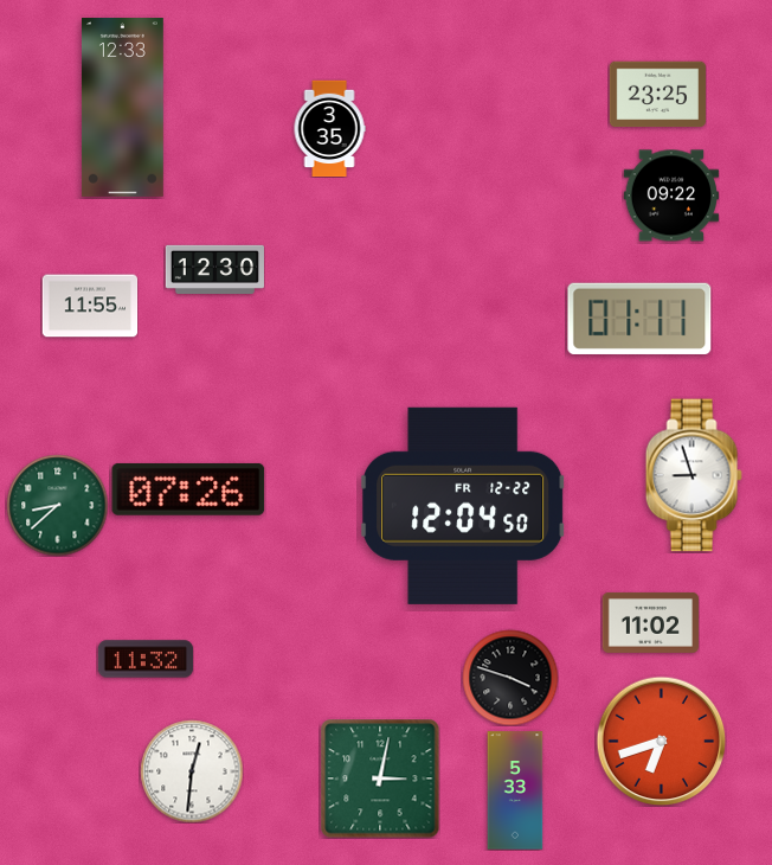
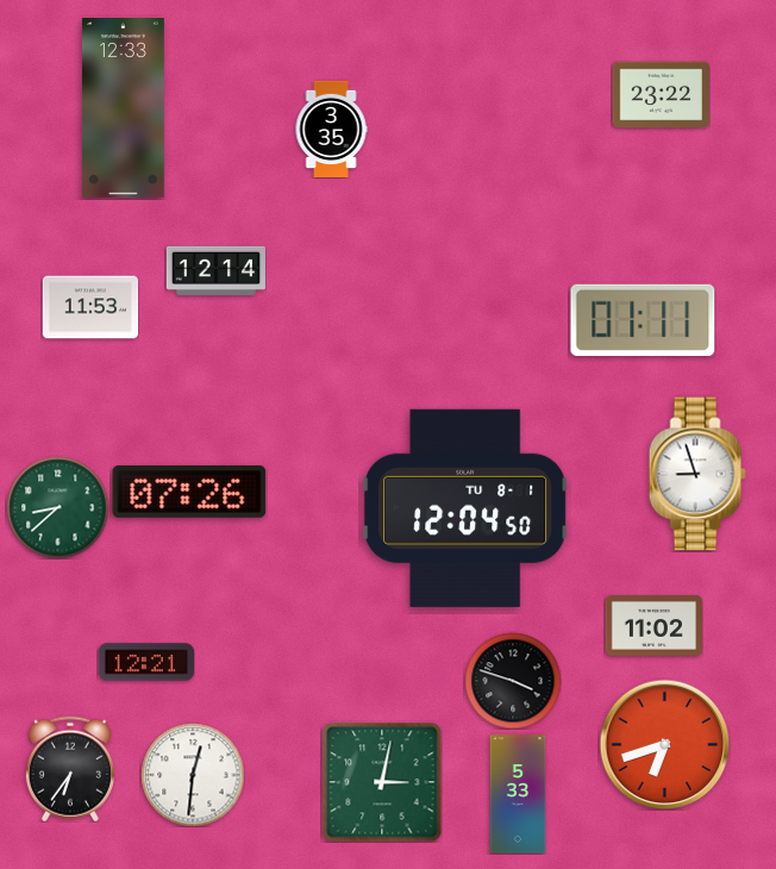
clock at (657, 95): 23:25 -> 23:22
clock at (670, 196): 09:22 -> none
clock at (214, 269): 12:30 -> 12:14
clock at (90, 306): 11:55 -> 11:53
clock at (694, 475) position: (694, 475) -> (697, 474)
clock at (464, 506) date: FR 12-22 -> TU 8-1
clock at (146, 659): 11:32 -> 12:21
clock at (70, 769): none -> 6:36
